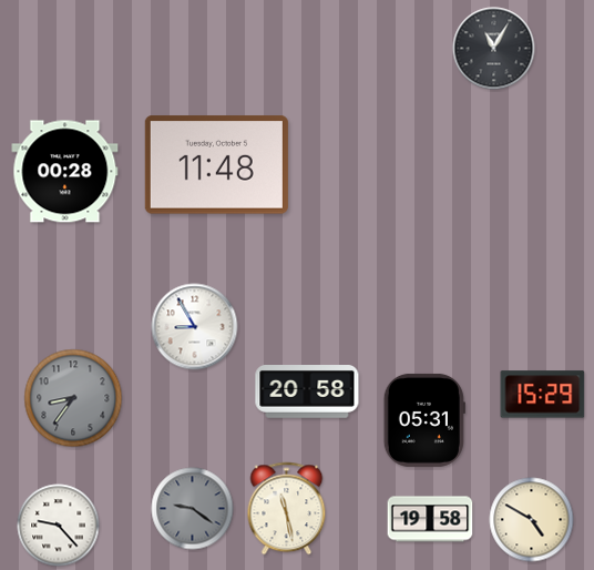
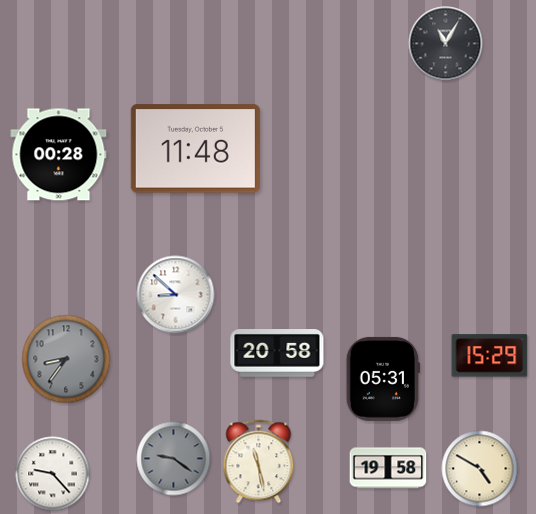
clock at (195, 327): 8:55 -> 8:52
clock at (287, 509) position: (287, 509) -> (259, 462)
